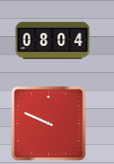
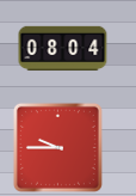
clock at (48, 123): 9:49 -> 9:45
